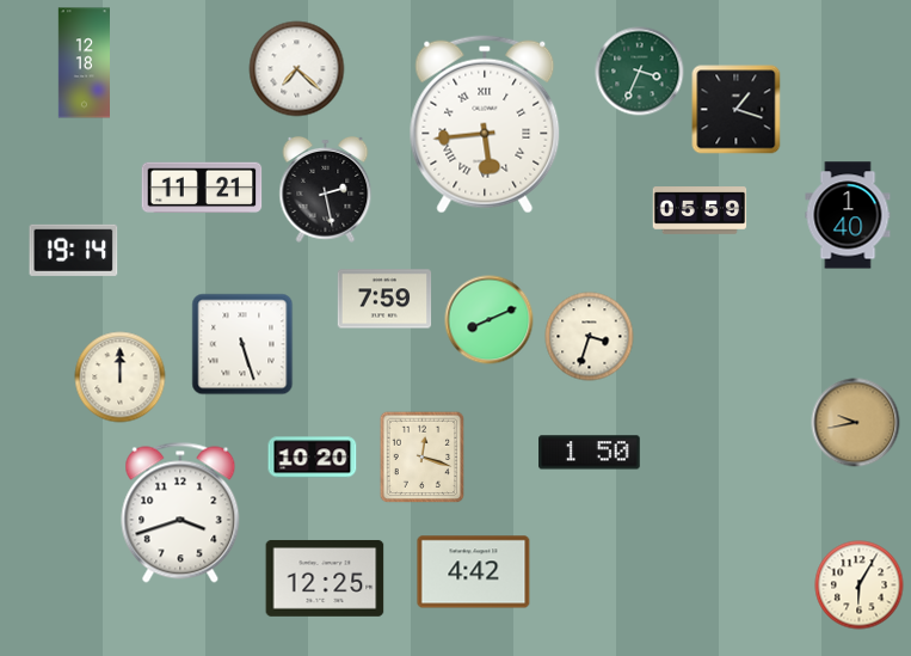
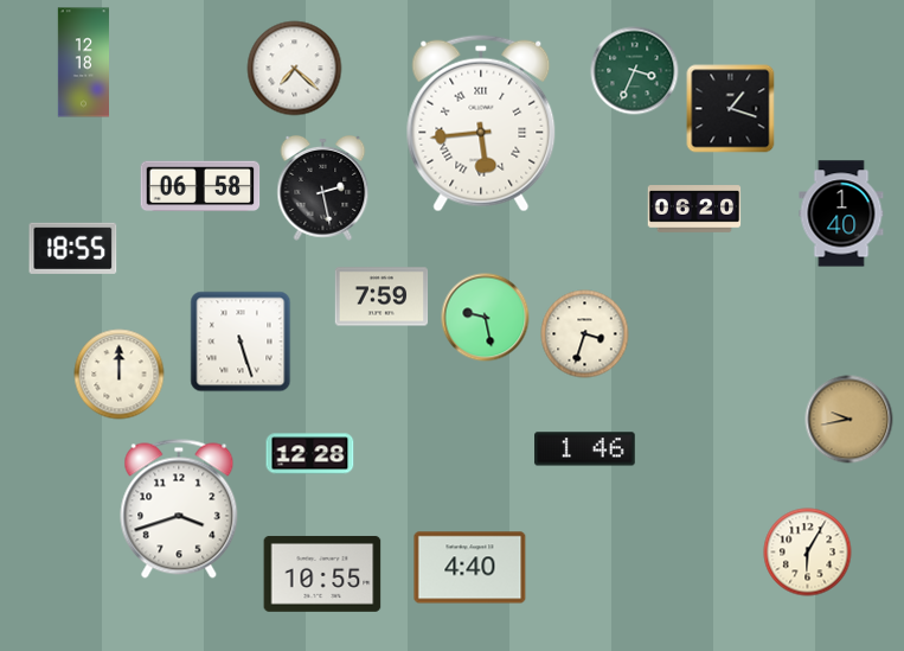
clock at (202, 188): 11:21 -> 06:58
clock at (700, 210): 05:59 -> 06:20
clock at (74, 250): 19:14 -> 18:55
clock at (490, 320): 8:11 -> 9:28
clock at (590, 453): 1:50 -> 1:46
clock at (313, 458): 10:20 -> 12:28
clock at (423, 458): 12:18 -> none
clock at (474, 572): 4:42 -> 4:40
clock at (325, 578): 12:25 -> 10:55
clock at (860, 586) position: (860, 586) -> (808, 553)
